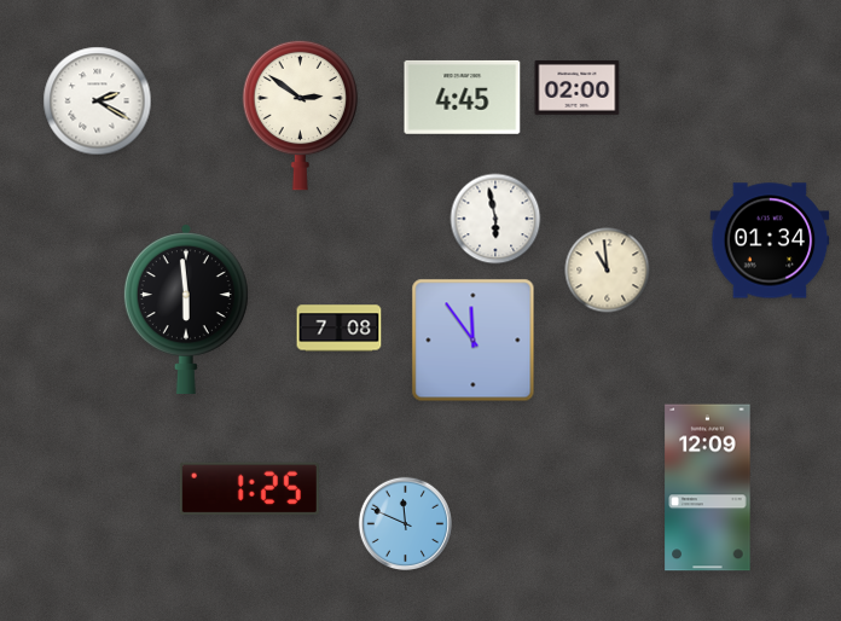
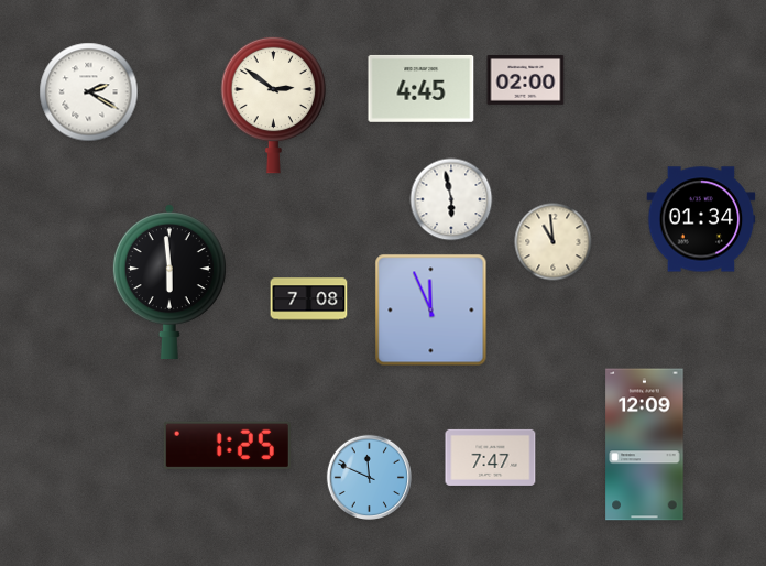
clock at (608, 271) position: (608, 271) -> (554, 242)
clock at (474, 341): 11:54 -> 11:56
clock at (491, 457): none -> 7:47
